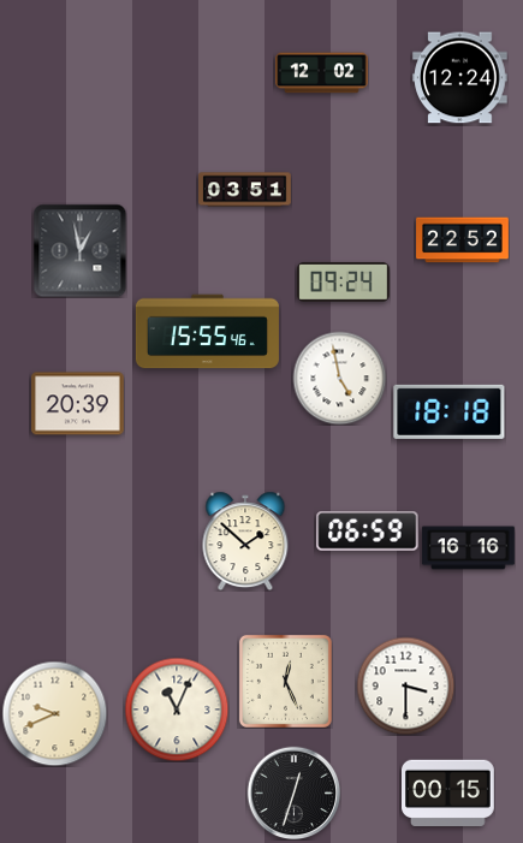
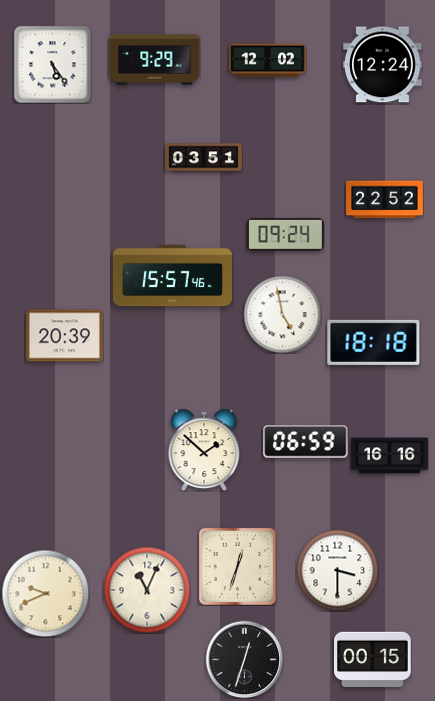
clock at (155, 60): none -> 9:29
clock at (52, 64): none -> 5:24
clock at (79, 250): 12:58 -> none
clock at (207, 332): 15:55 -> 15:57
clock at (285, 681): 12:26 -> 12:33
